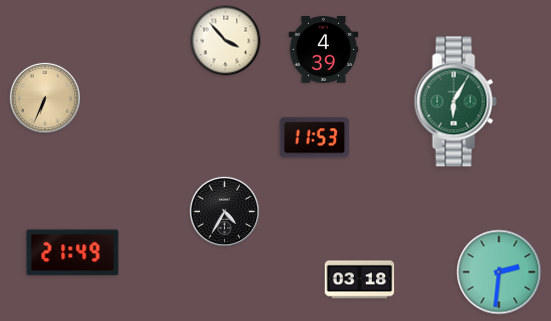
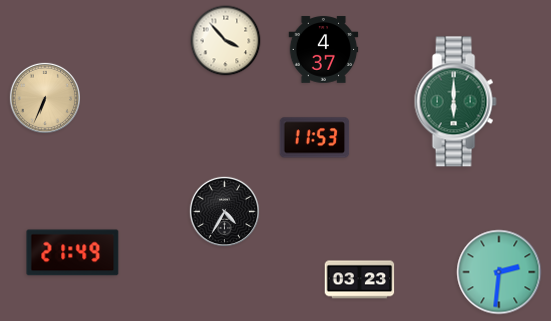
clock at (324, 50): 4:39 -> 4:37
clock at (455, 102): 6:05 -> 6:00
clock at (360, 280): 03:18 -> 03:23
